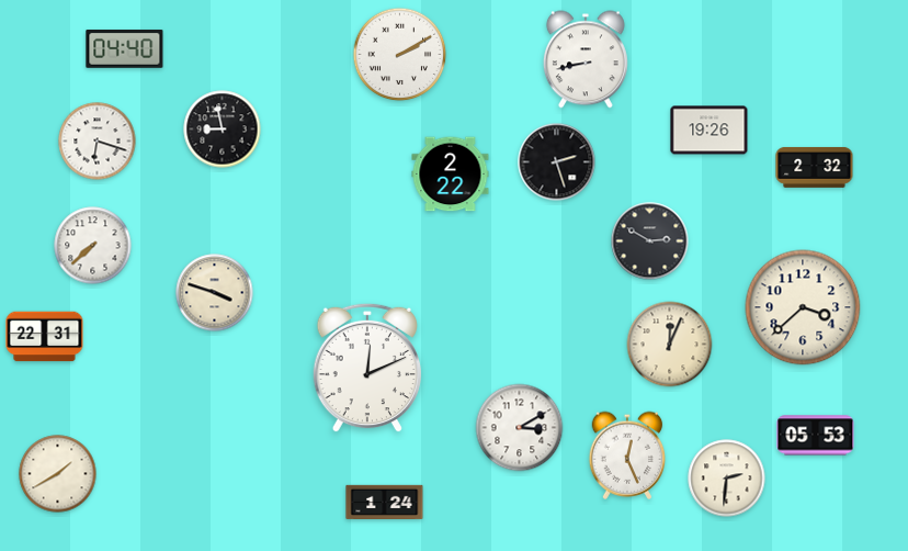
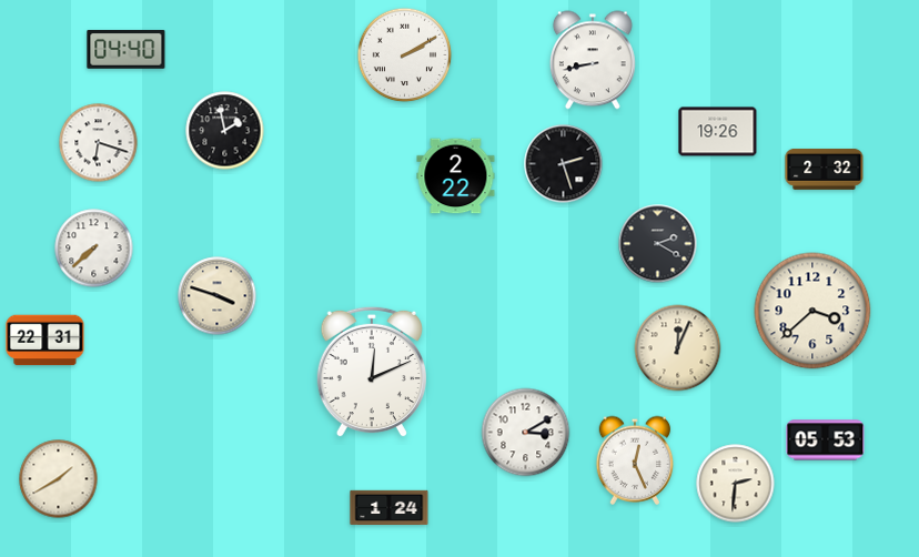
clock at (223, 130): 8:58 -> 1:58
clock at (650, 241): 2:50 -> 2:20
